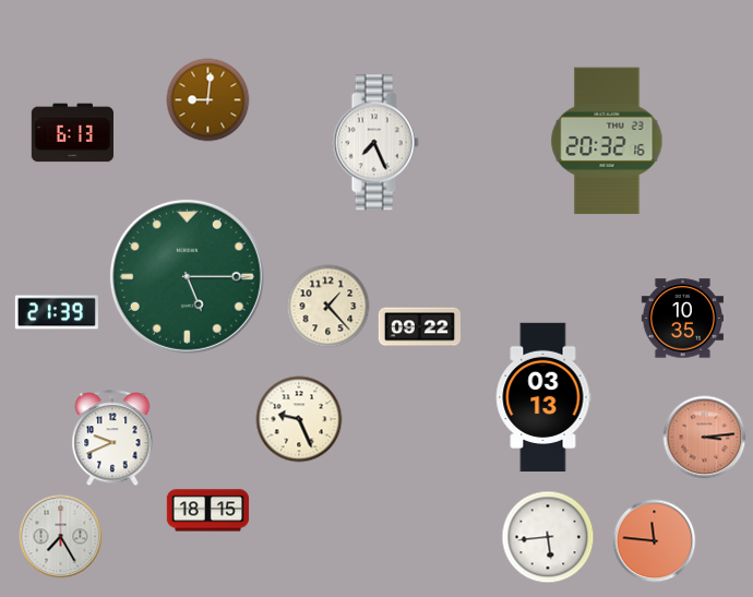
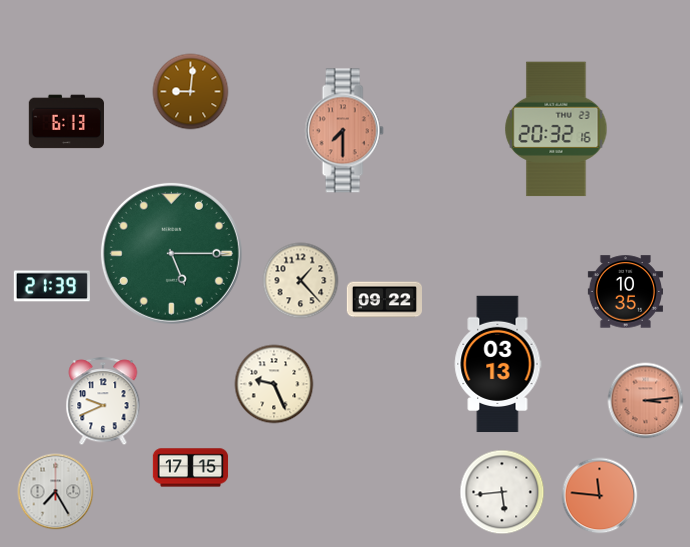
clock at (375, 143): 7:26 -> 7:30
clock at (375, 143) dial: white -> salmon
clock at (208, 511): 18:15 -> 17:15
